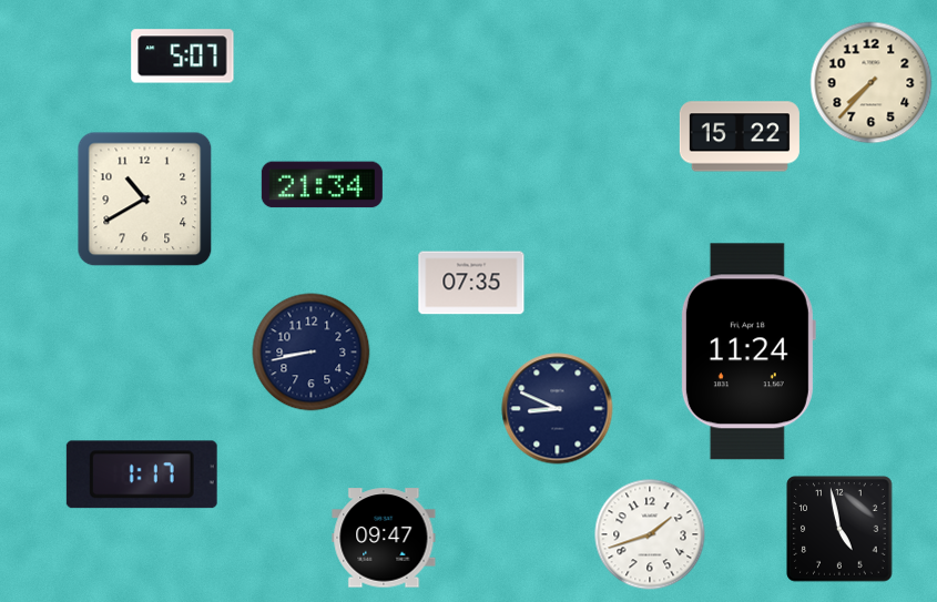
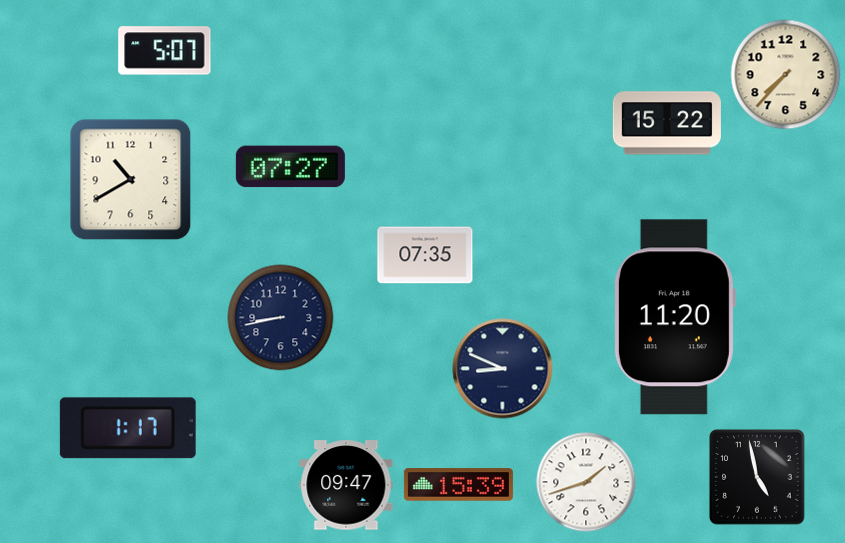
clock at (322, 185): 21:34 -> 07:27
clock at (747, 351): 11:24 -> 11:20
clock at (458, 485): none -> 15:39
